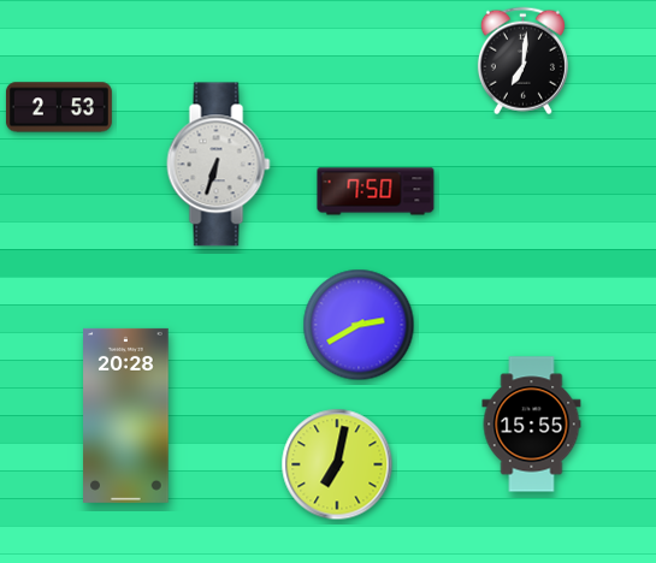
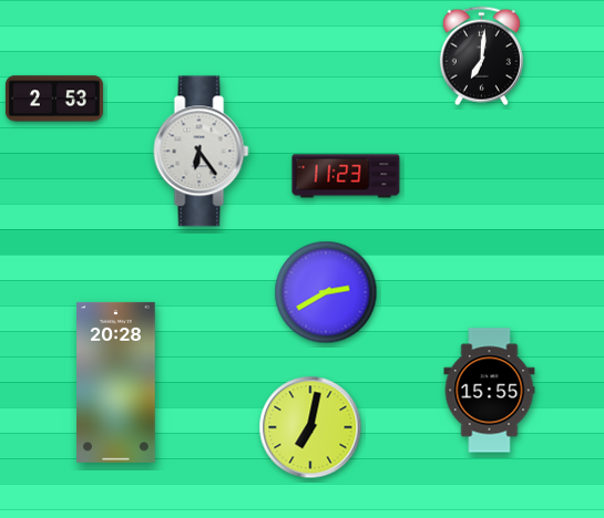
clock at (219, 165): 6:33 -> 6:24
clock at (376, 191): 7:50 -> 11:23
clock at (359, 325) position: (359, 325) -> (326, 292)
